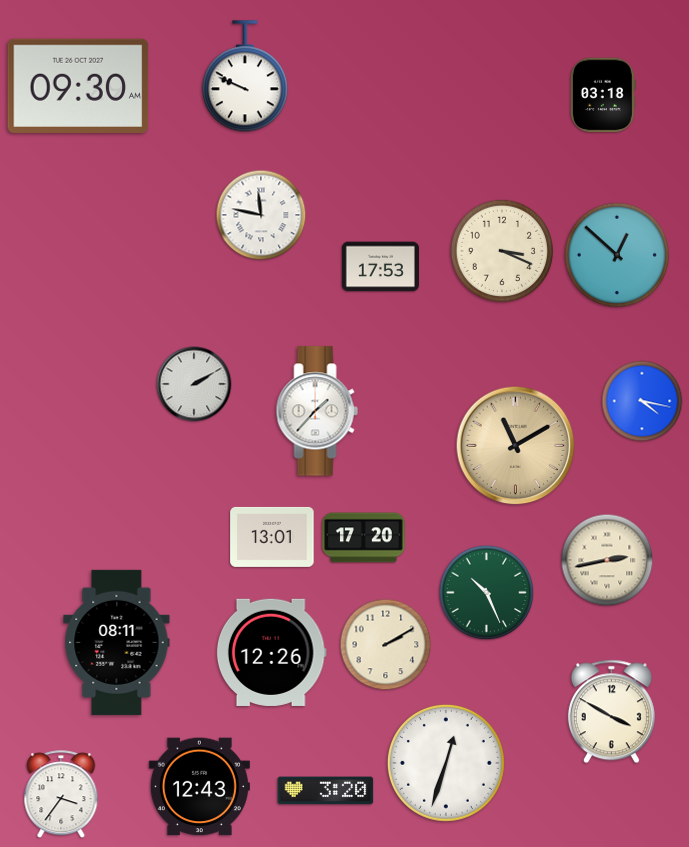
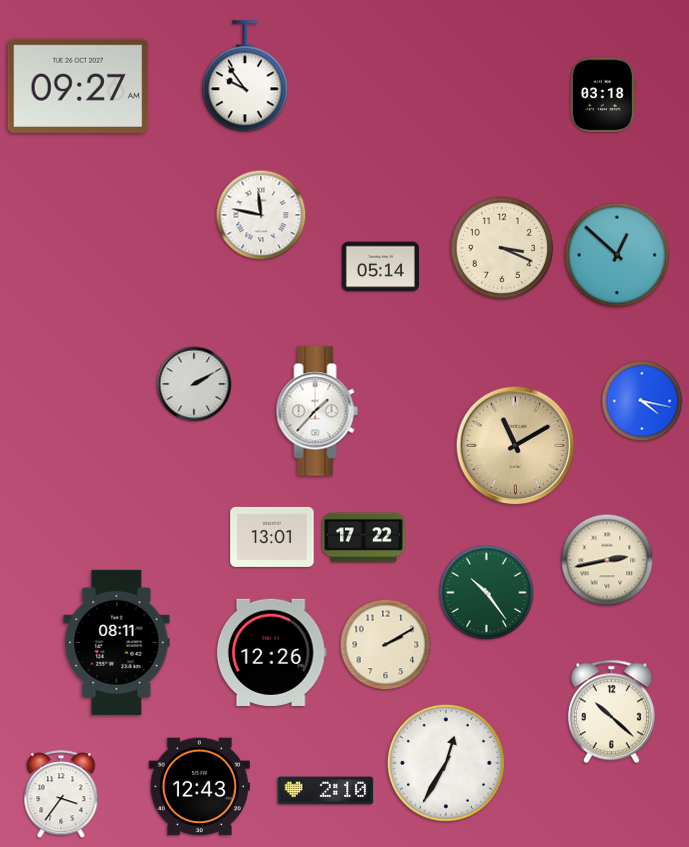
clock at (245, 77): 9:49 -> 9:54
clock at (78, 86): 09:30 -> 09:27
clock at (502, 251) position: (502, 251) -> (502, 248)
clock at (380, 267): 17:53 -> 05:14
clock at (364, 538): 17:20 -> 17:22
clock at (487, 593): 10:26 -> 10:24
clock at (611, 712): 3:50 -> 10:22
clock at (446, 763): 12:33 -> 12:35
clock at (326, 791): 3:20 -> 2:10
